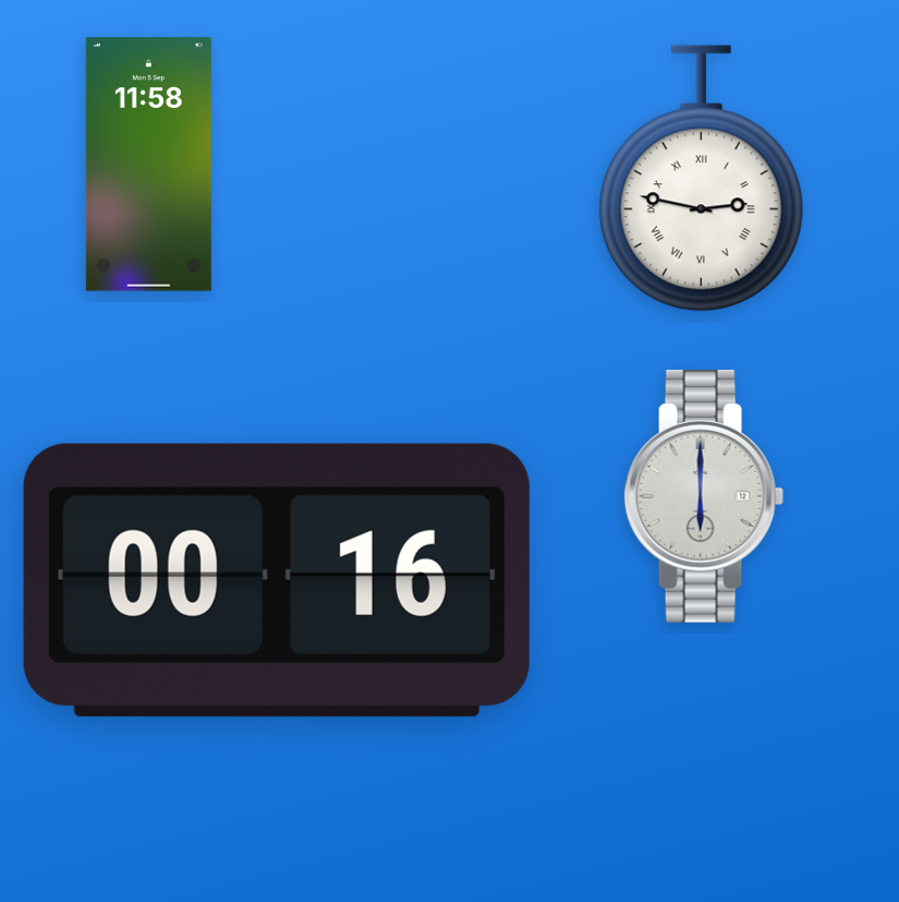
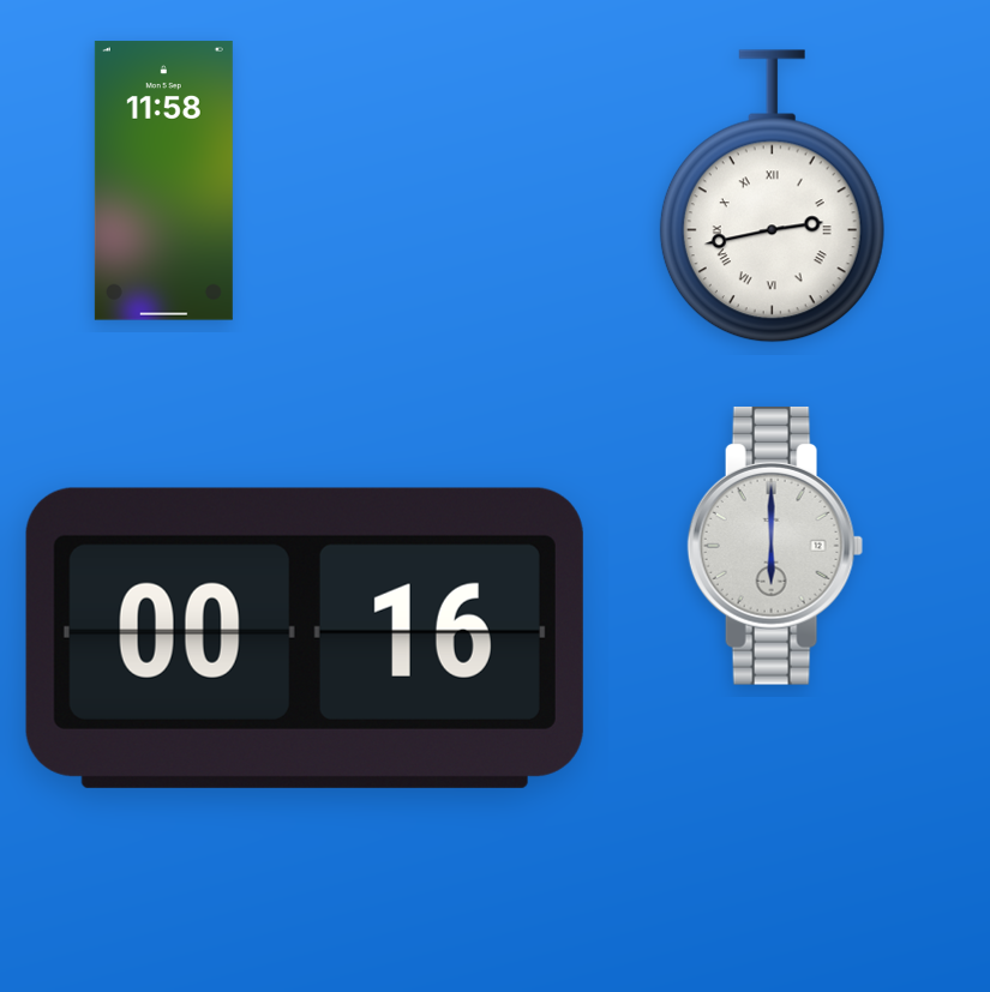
clock at (701, 179): 2:47 -> 2:43
